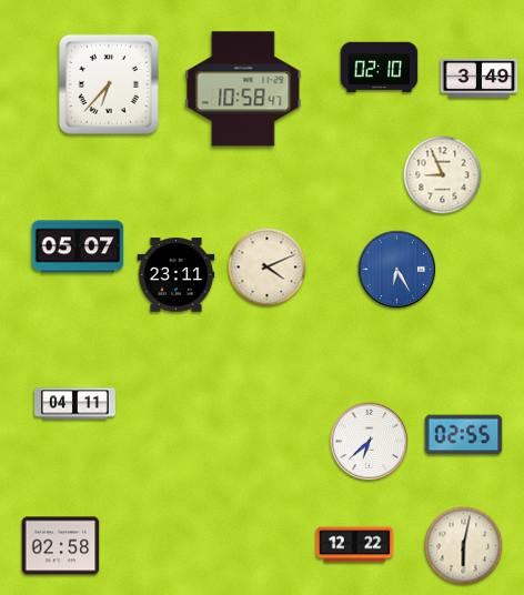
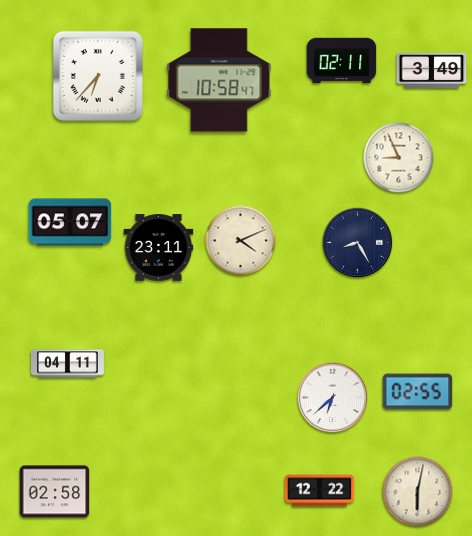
clock at (380, 68): 02:10 -> 02:11
clock at (397, 270): 6:25 -> 8:25
clock at (397, 270) dial: blue -> navy
